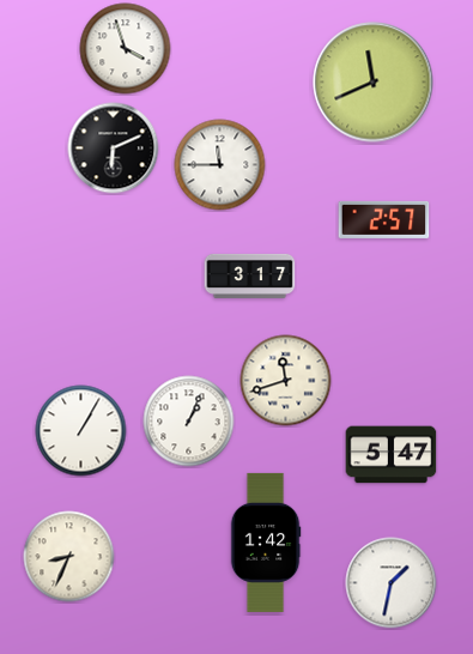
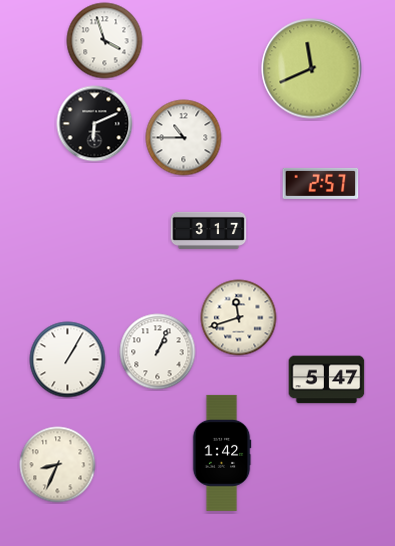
clock at (220, 165): 11:45 -> 10:45
clock at (392, 583): 1:32 -> none
